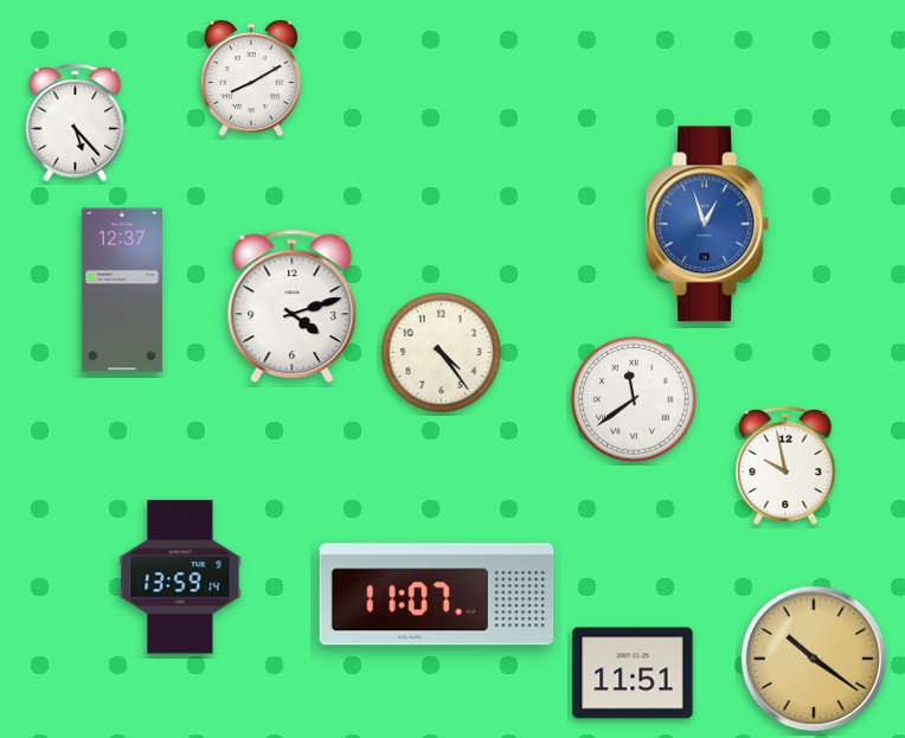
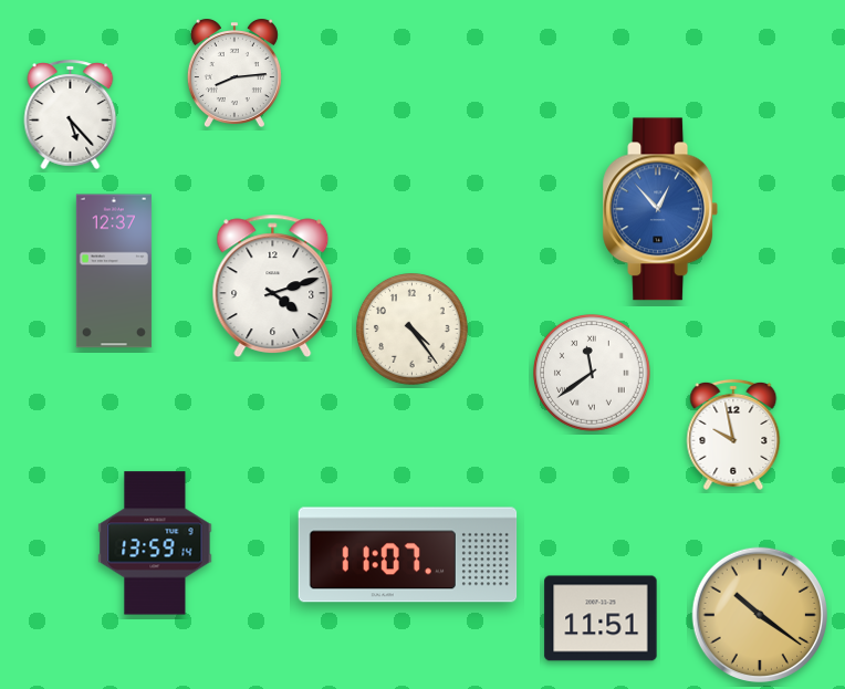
clock at (251, 78): 8:10 -> 8:14
clock at (707, 224): 12:57 -> 12:53
clock at (180, 577) position: (180, 577) -> (155, 543)
clock at (633, 673) position: (633, 673) -> (601, 618)
